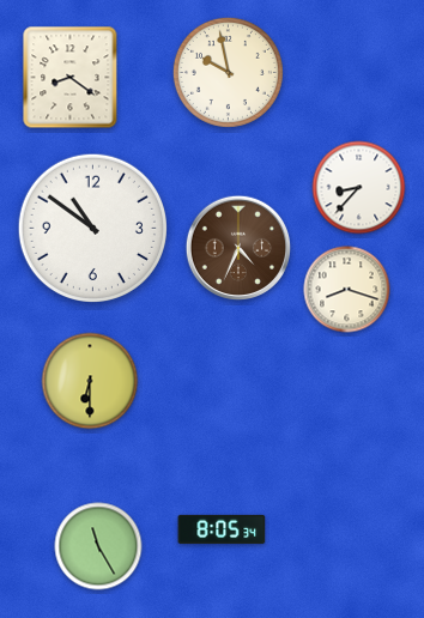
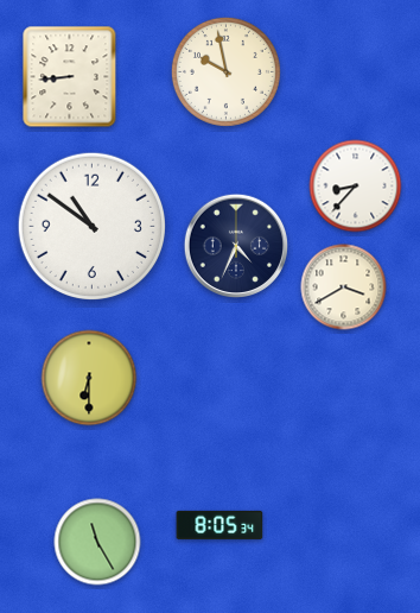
clock at (71, 78): 8:21 -> 8:44
clock at (238, 248) dial: brown -> navy
clock at (347, 290): 8:18 -> 3:40
